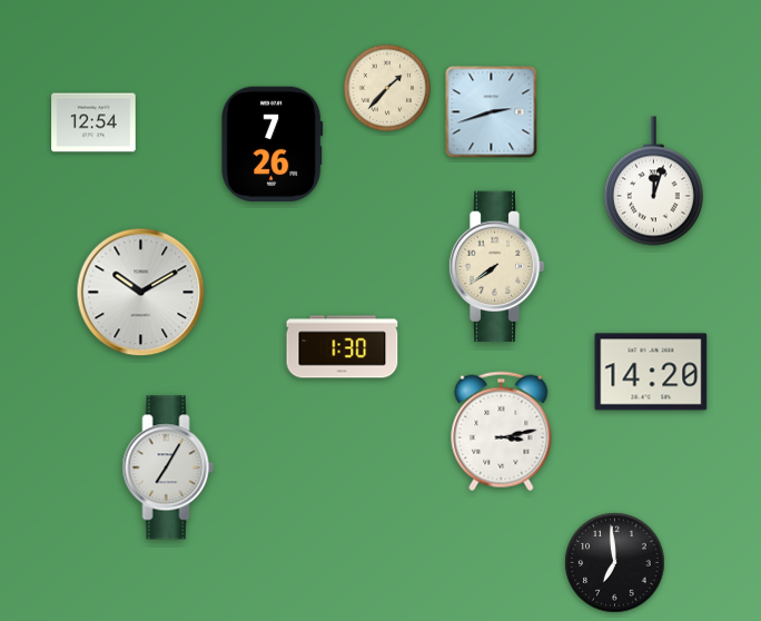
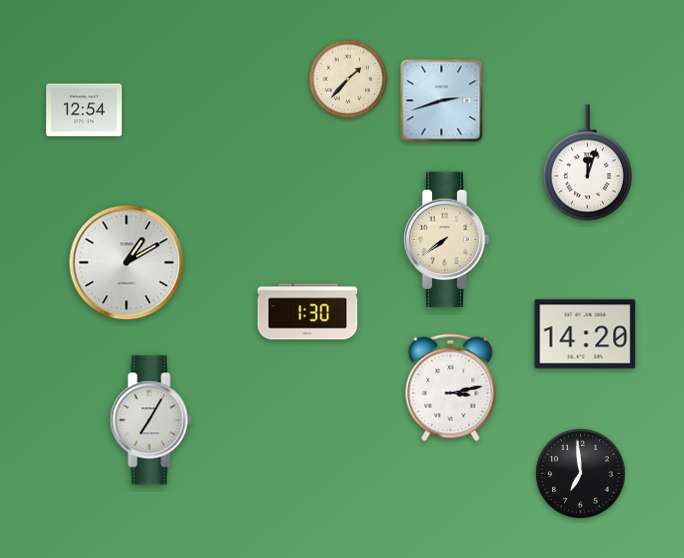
clock at (273, 144): 7:26 -> none
clock at (141, 293): 10:10 -> 1:10
clock at (615, 563) position: (615, 563) -> (581, 474)
